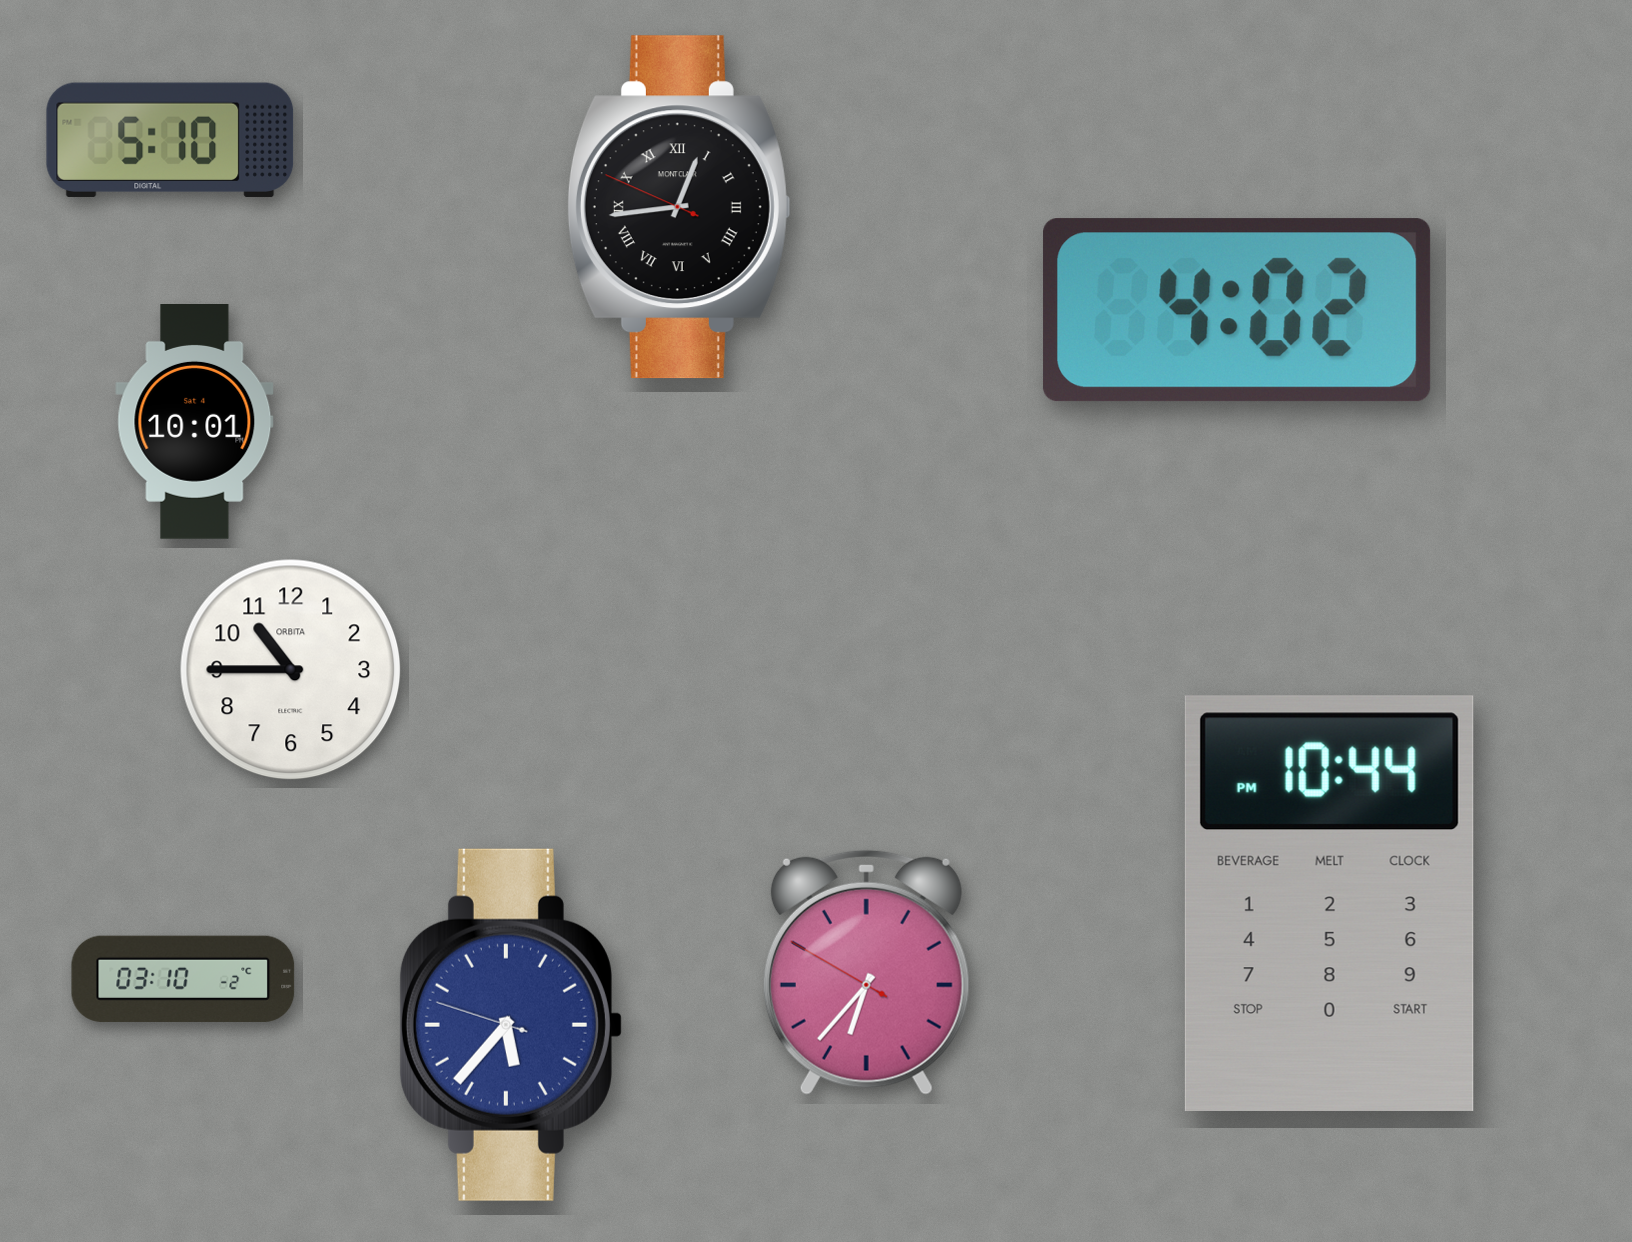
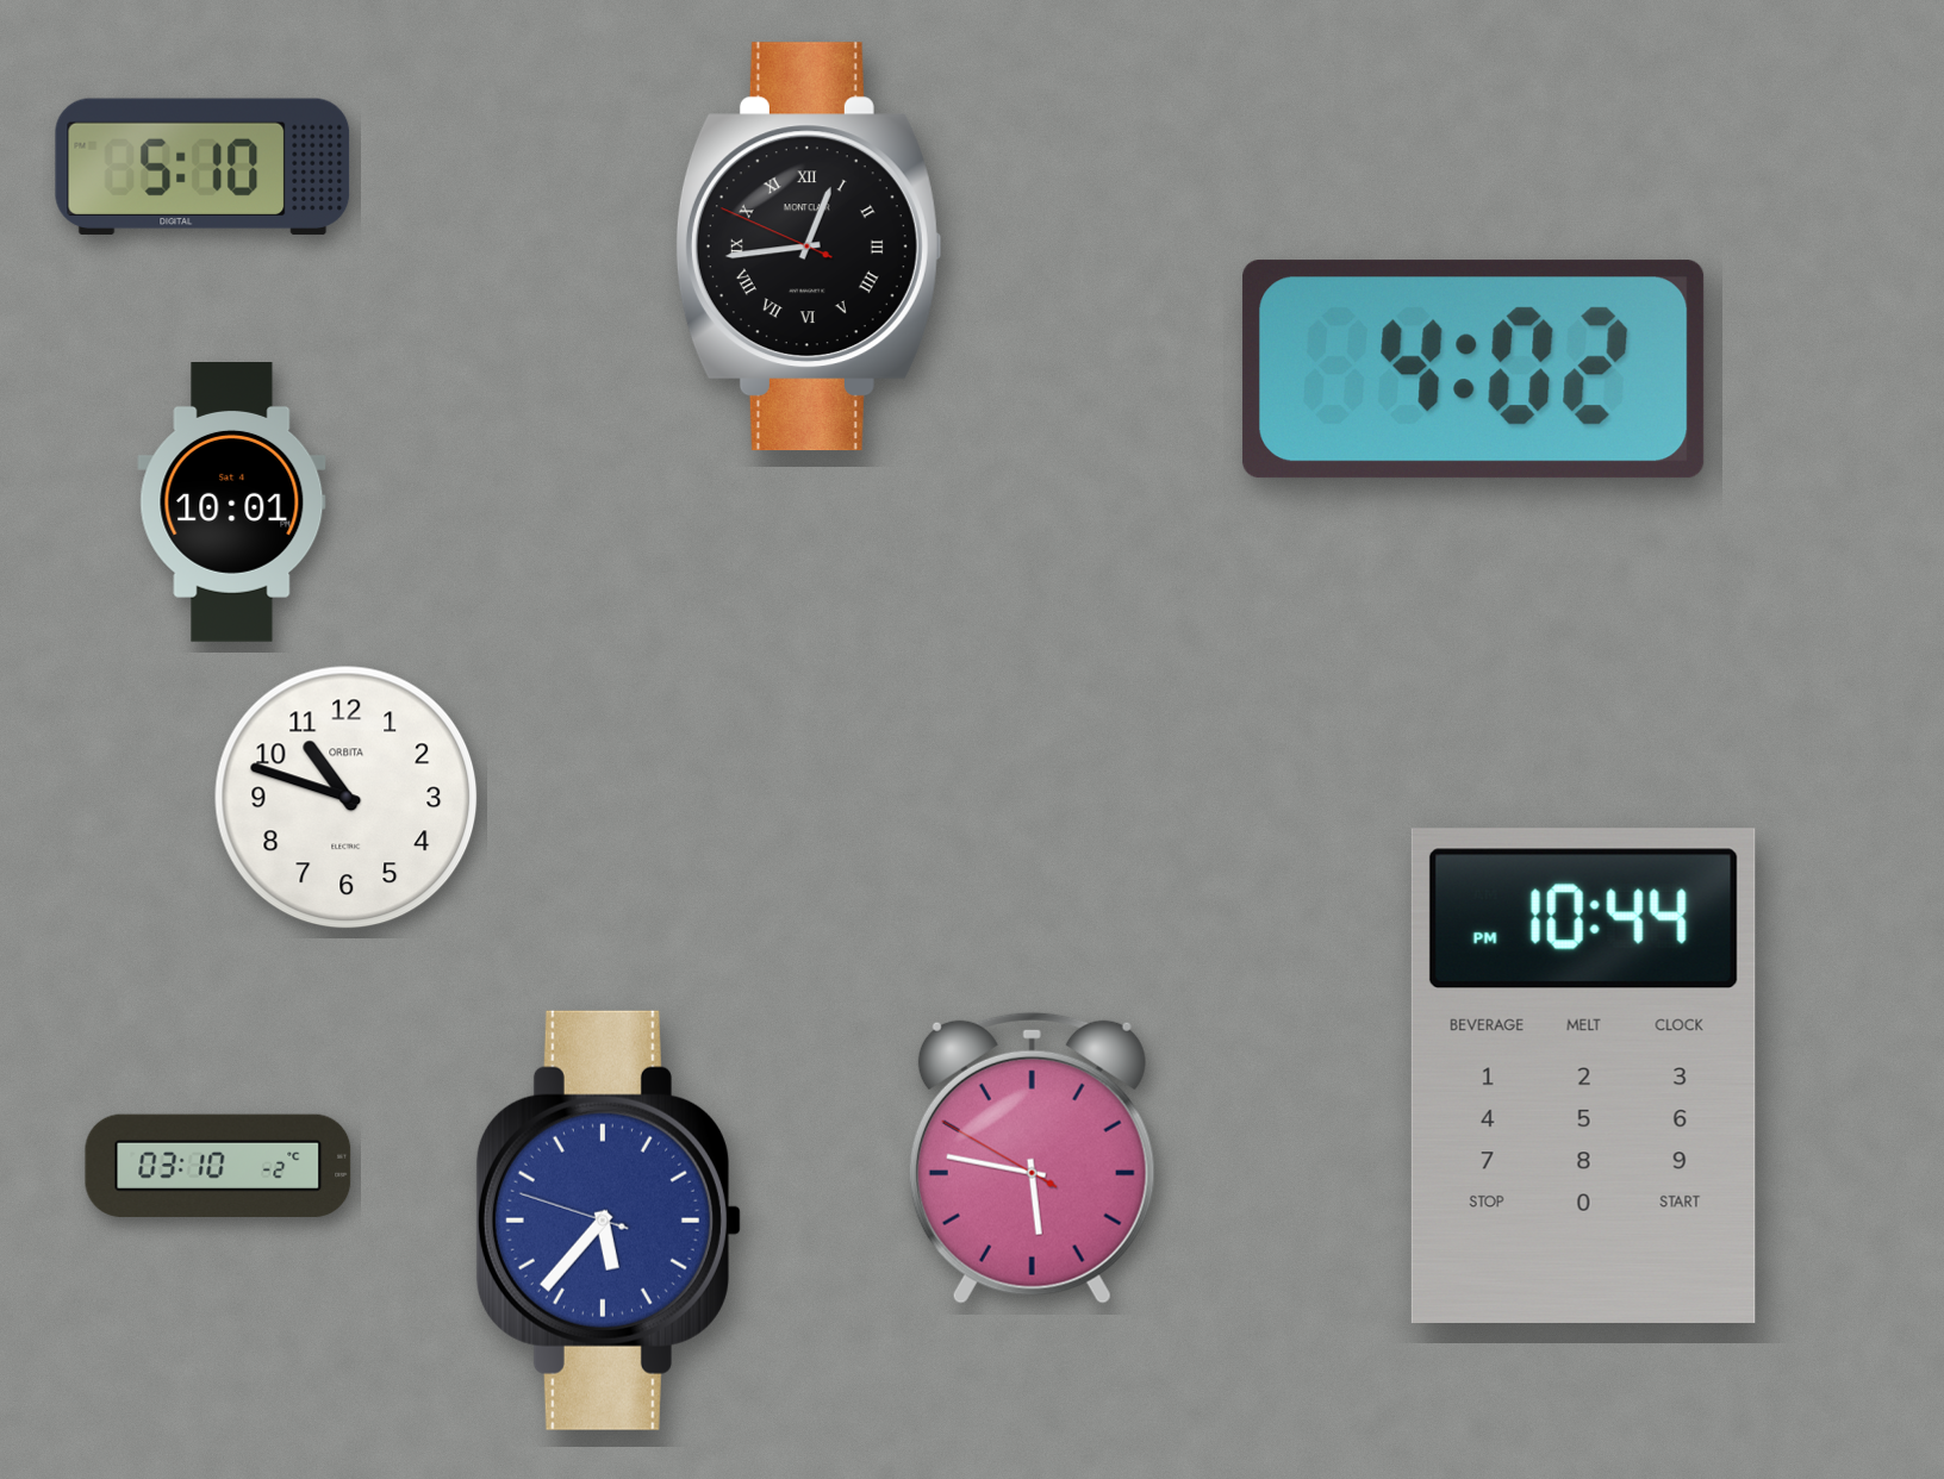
clock at (291, 670): 10:45 -> 10:48
clock at (866, 972): 6:36 -> 5:46
